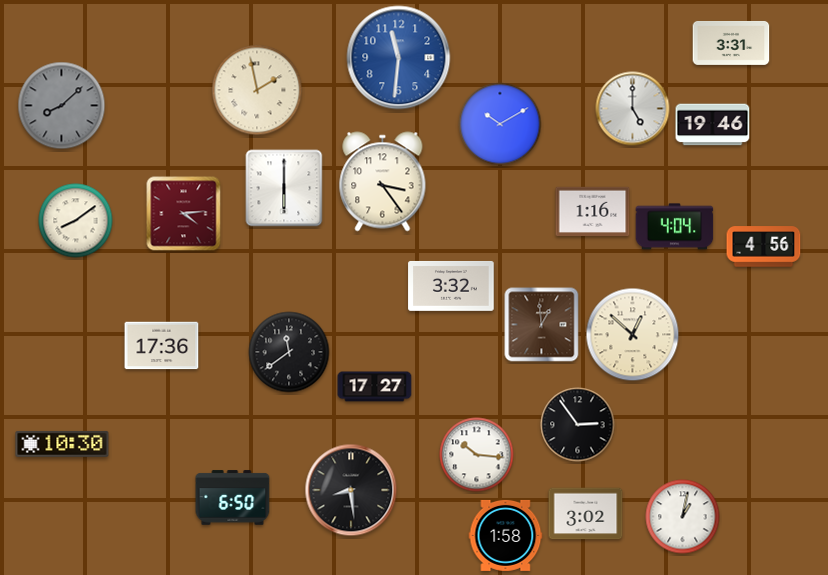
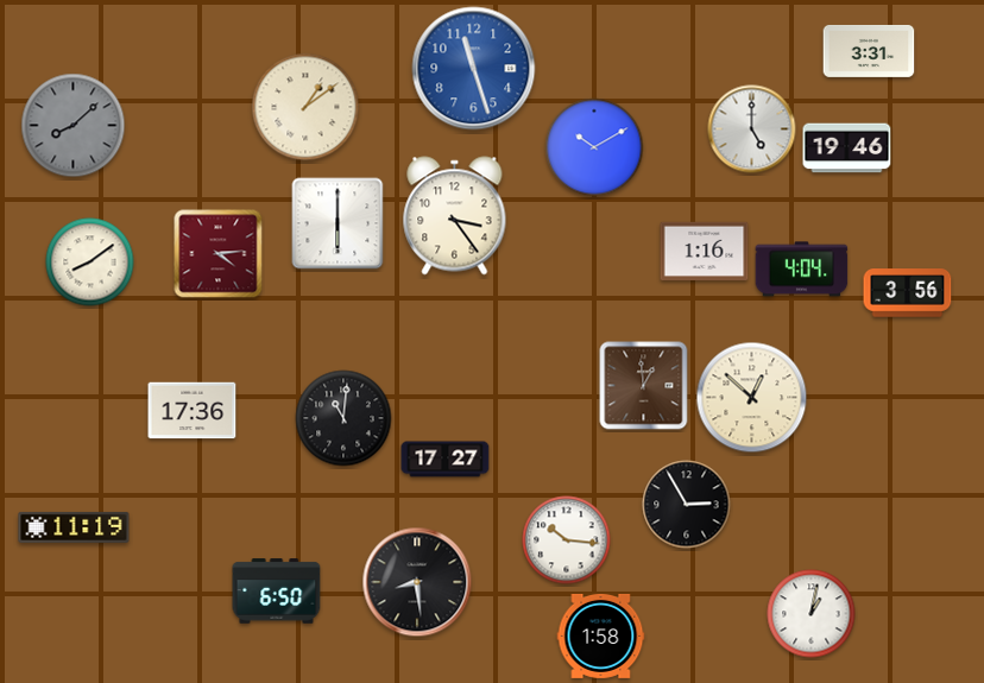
clock at (399, 58): 11:31 -> 11:27
clock at (257, 90): 1:58 -> 1:09
clock at (764, 247): 4:56 -> 3:56
clock at (451, 286): 3:32 -> none
clock at (289, 352): 11:39 -> 11:01
clock at (578, 425): 2:54 -> 2:55
clock at (62, 444): 10:30 -> 11:19
clock at (586, 514): 3:02 -> none
